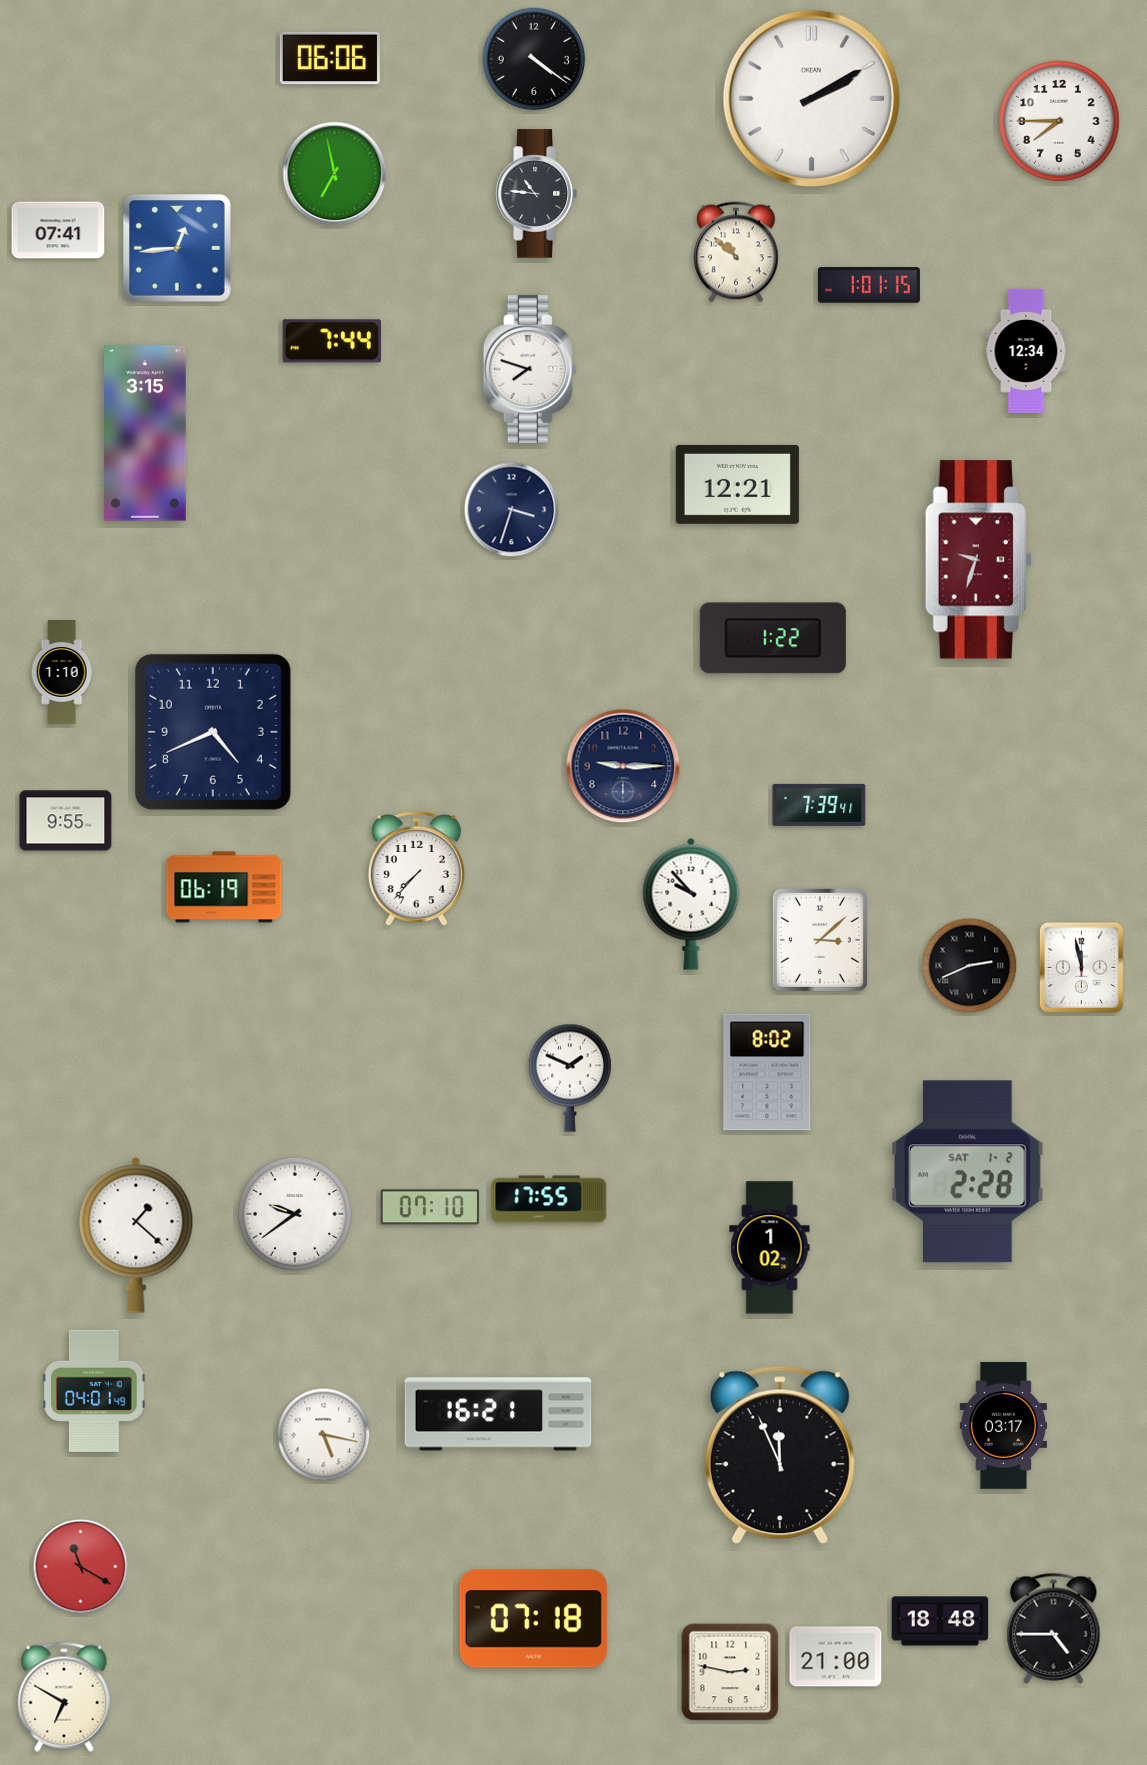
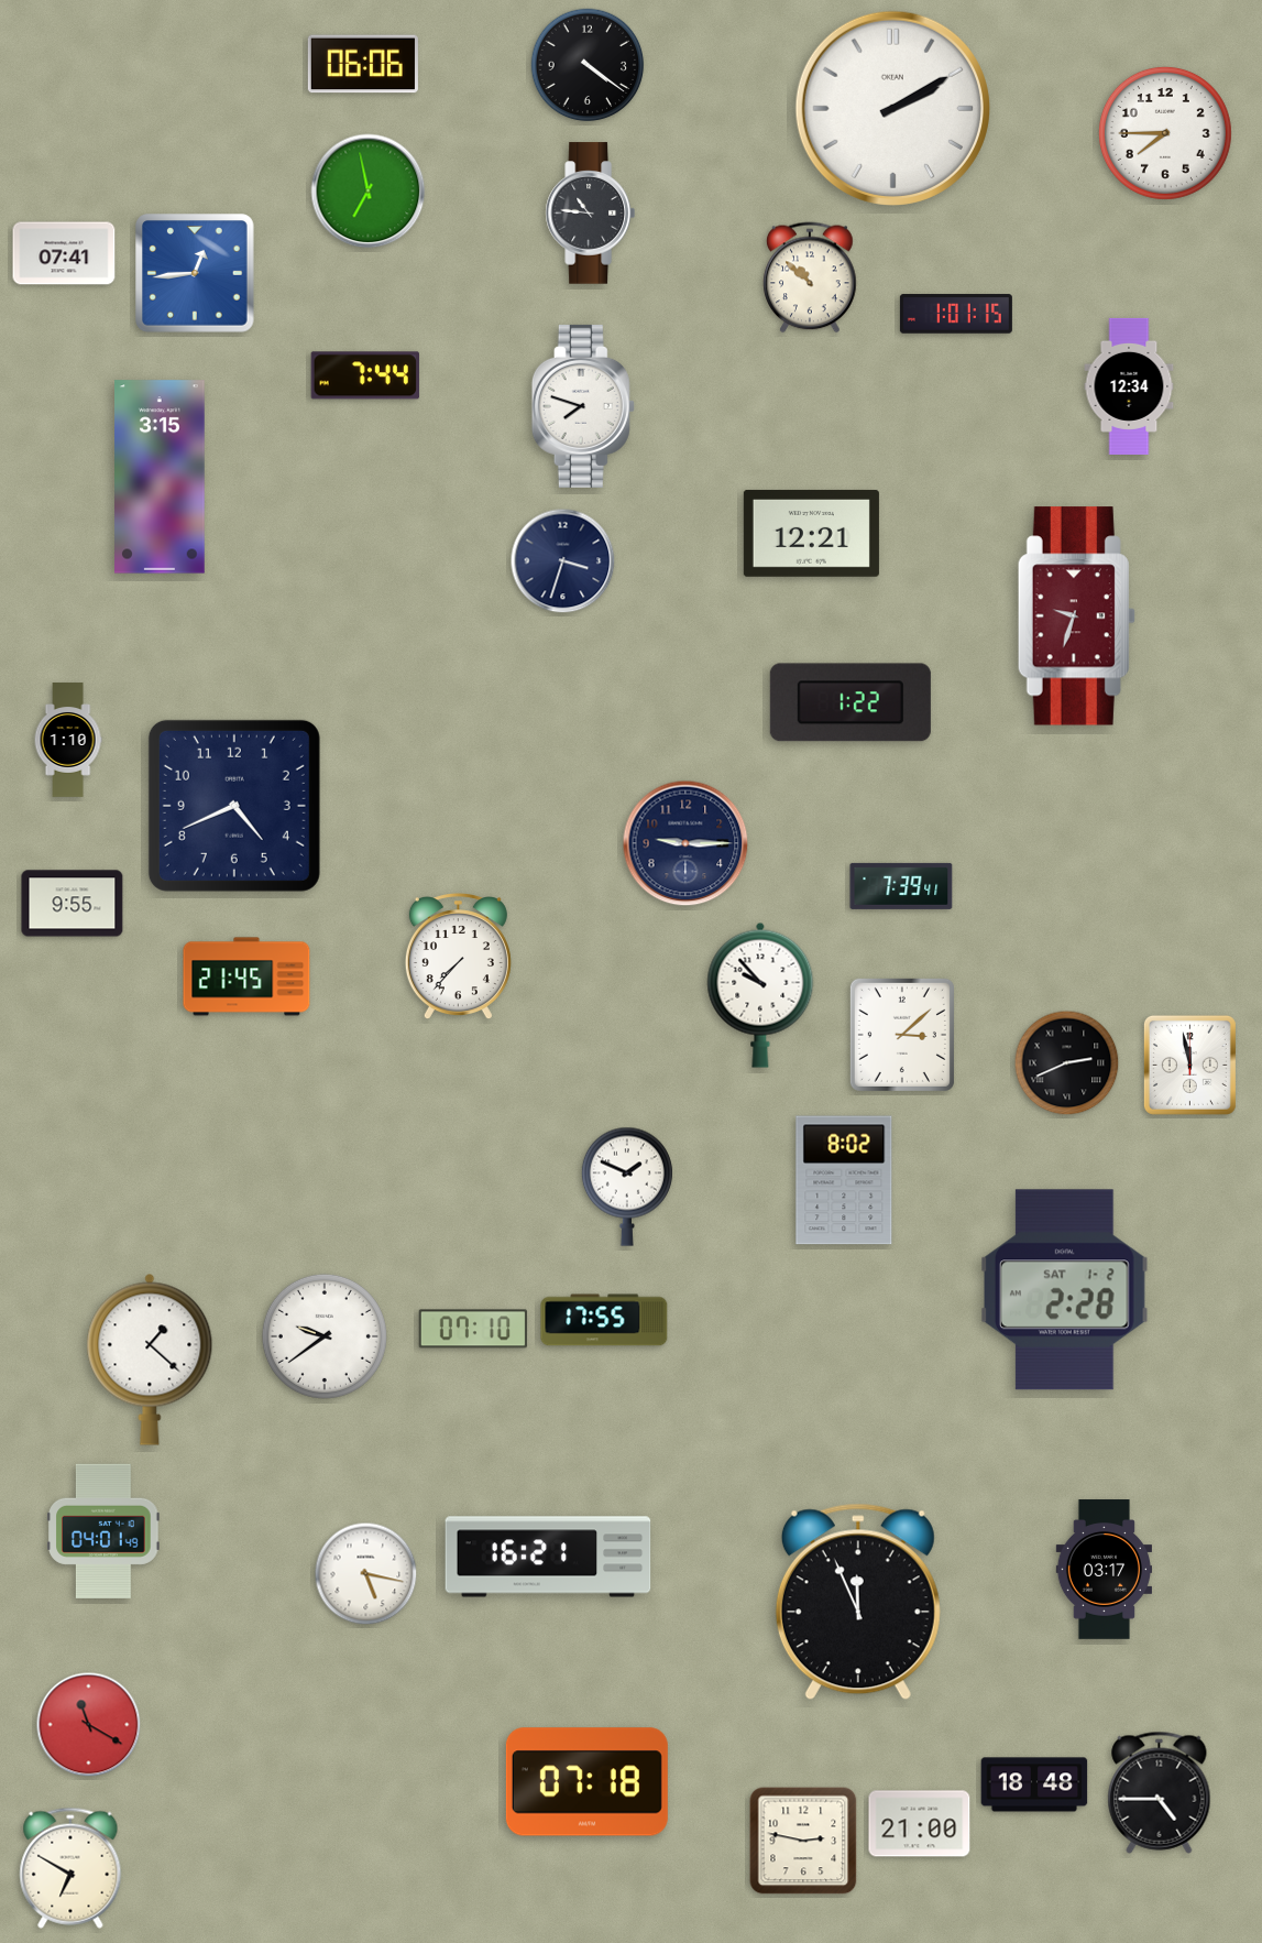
clock at (224, 887): 06:19 -> 21:45
clock at (770, 1248): 1:02 -> none
clock at (324, 1435) position: (324, 1435) -> (366, 1574)
